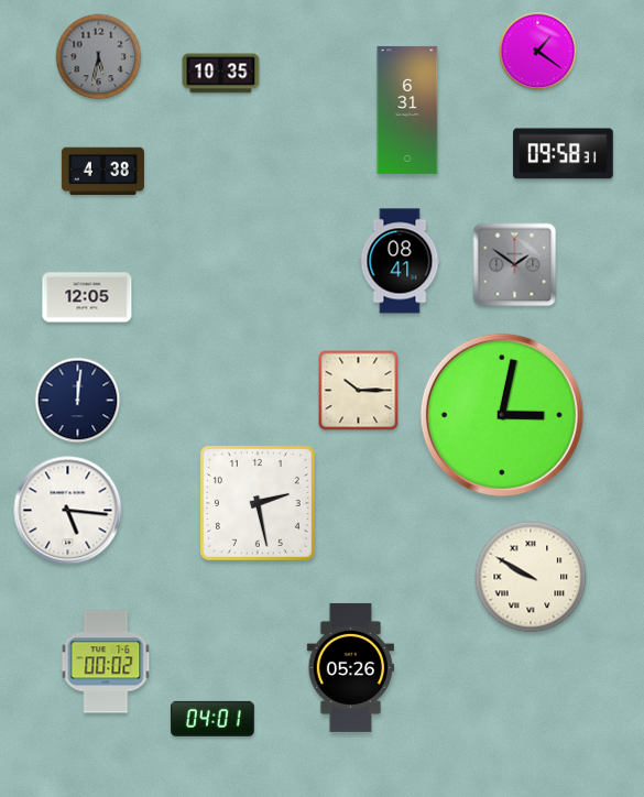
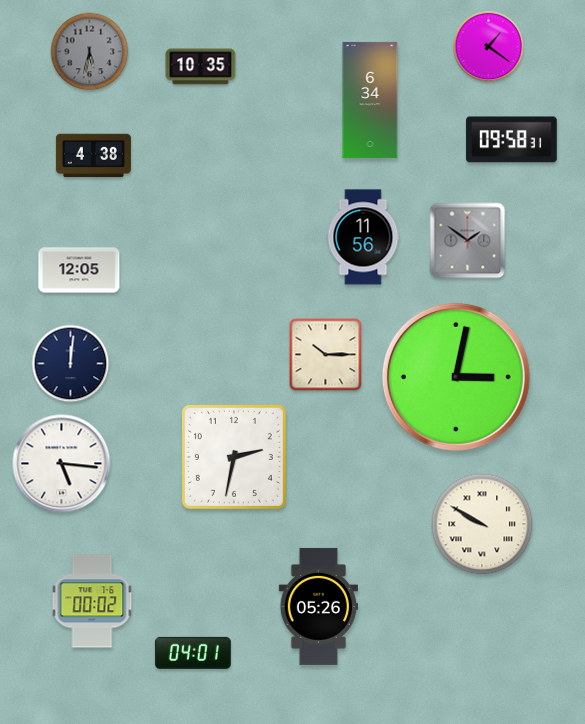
clock at (407, 110): 6:31 -> 6:34
clock at (400, 261): 08:41 -> 11:56
clock at (258, 503): 2:28 -> 2:32
clock at (106, 662) position: (106, 662) -> (92, 601)
